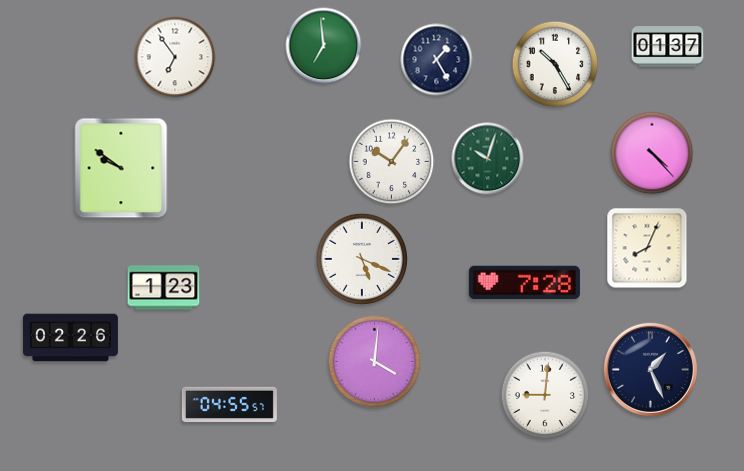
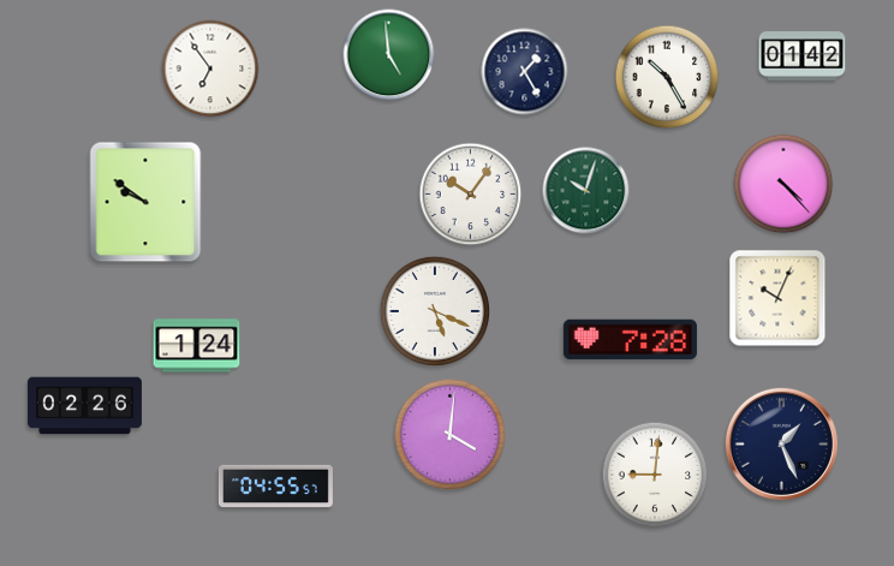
clock at (324, 46): 6:59 -> 4:59
clock at (668, 47): 01:37 -> 01:42
clock at (647, 248): 8:04 -> 10:04
clock at (164, 288): 1:23 -> 1:24
